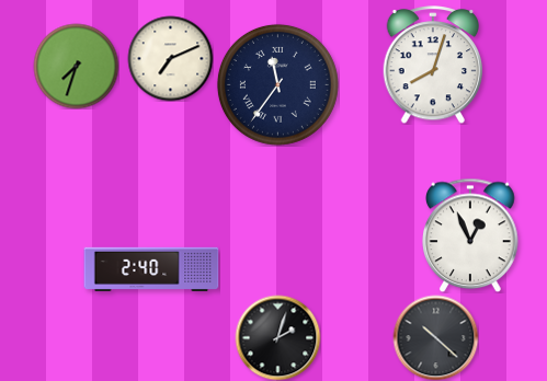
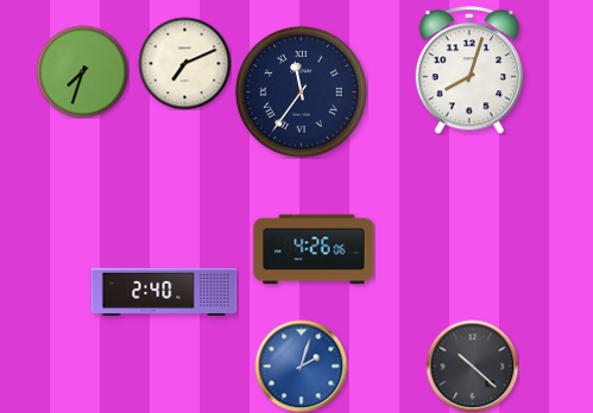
clock at (314, 249): none -> 4:26
clock at (470, 235): 12:56 -> none
clock at (277, 337) dial: black -> blue
